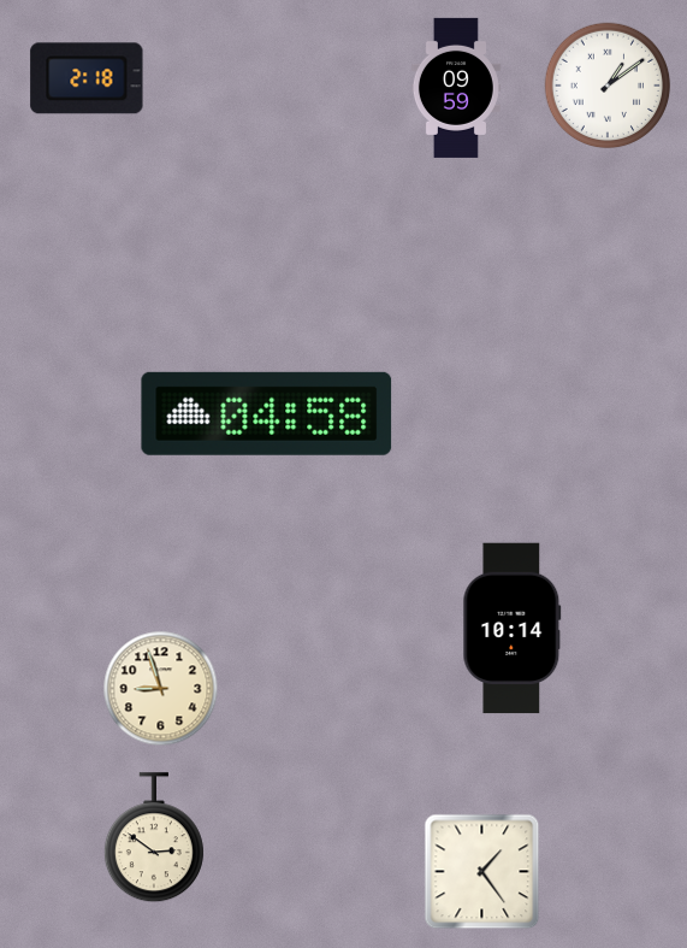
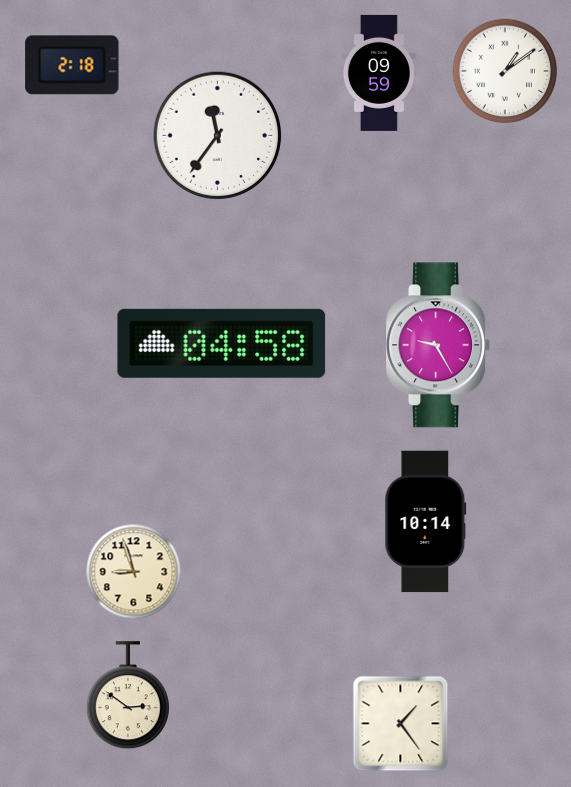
clock at (218, 136): none -> 11:36
clock at (438, 345): none -> 9:25
